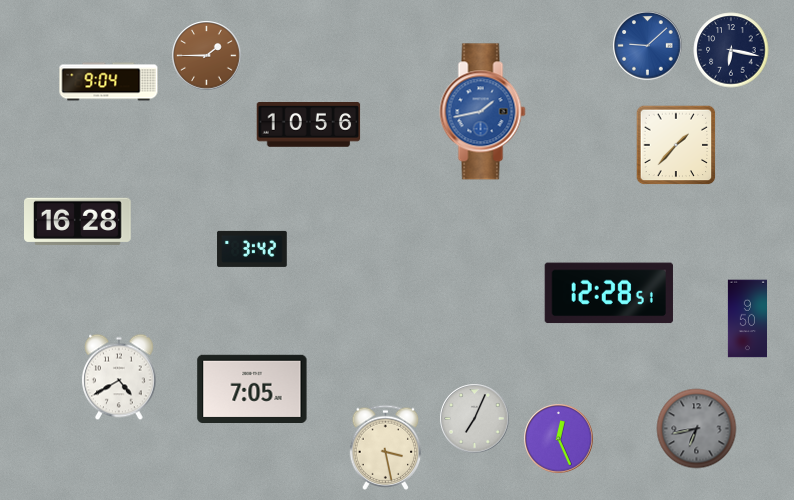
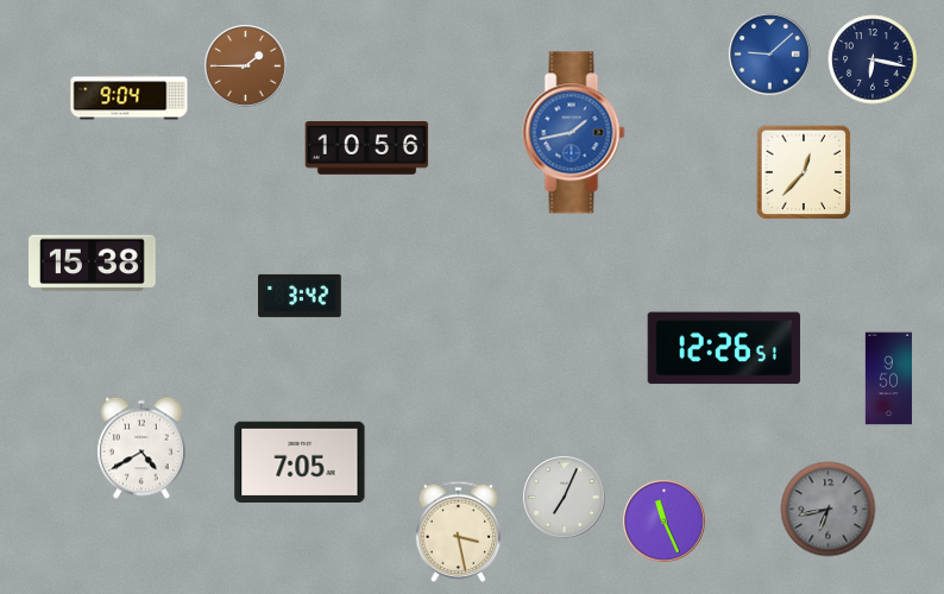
clock at (731, 50) position: (731, 50) -> (873, 59)
clock at (676, 145): 1:37 -> 12:37
clock at (78, 222): 16:28 -> 15:38
clock at (609, 293): 12:28 -> 12:26
clock at (559, 439): 12:26 -> 11:26
